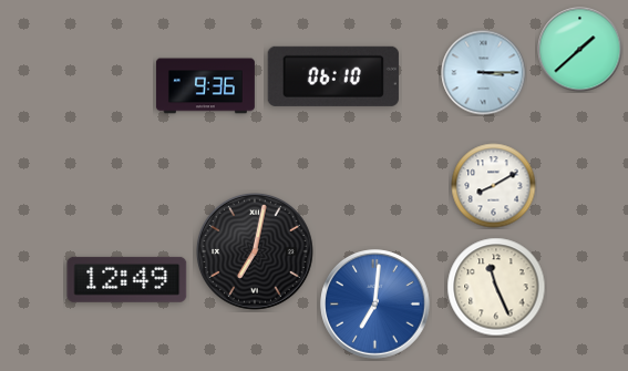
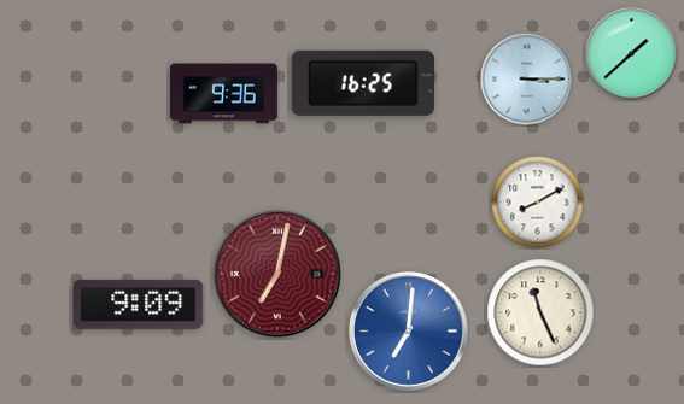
clock at (333, 76): 06:10 -> 16:25
clock at (255, 251) dial: black -> burgundy
clock at (127, 279): 12:49 -> 9:09
